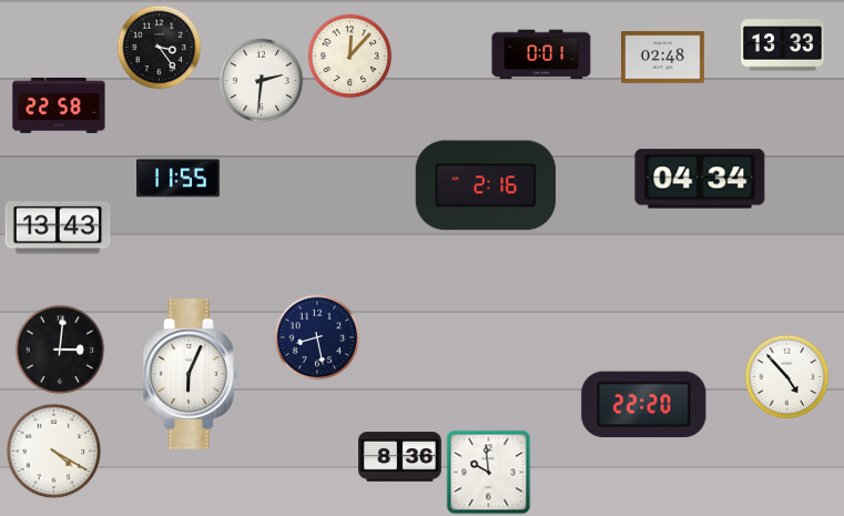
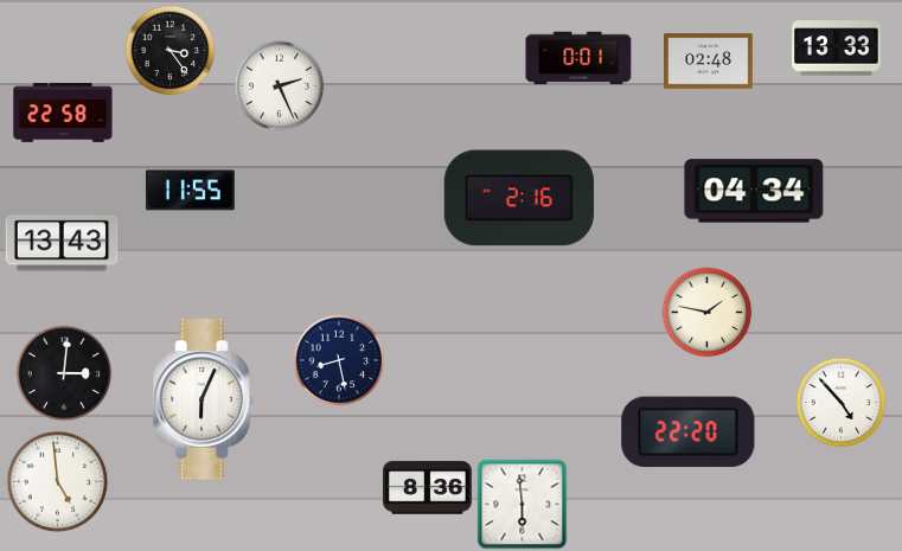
clock at (350, 57): 12:07 -> none
clock at (262, 81): 2:31 -> 2:26
clock at (700, 179) position: (700, 179) -> (754, 191)
clock at (708, 313): none -> 1:47
clock at (54, 452): 4:20 -> 4:59
clock at (489, 473): 9:59 -> 5:59
